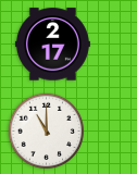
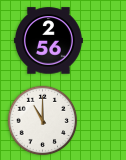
clock at (52, 45): 2:17 -> 2:56
